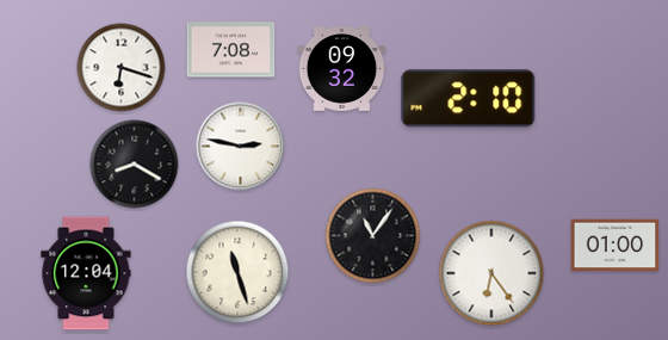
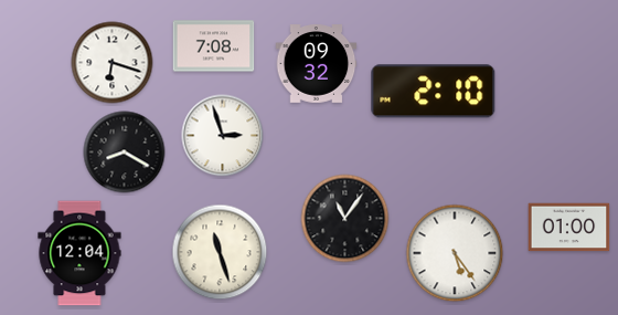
clock at (241, 147): 2:47 -> 2:57
clock at (491, 273): 6:24 -> 5:24
